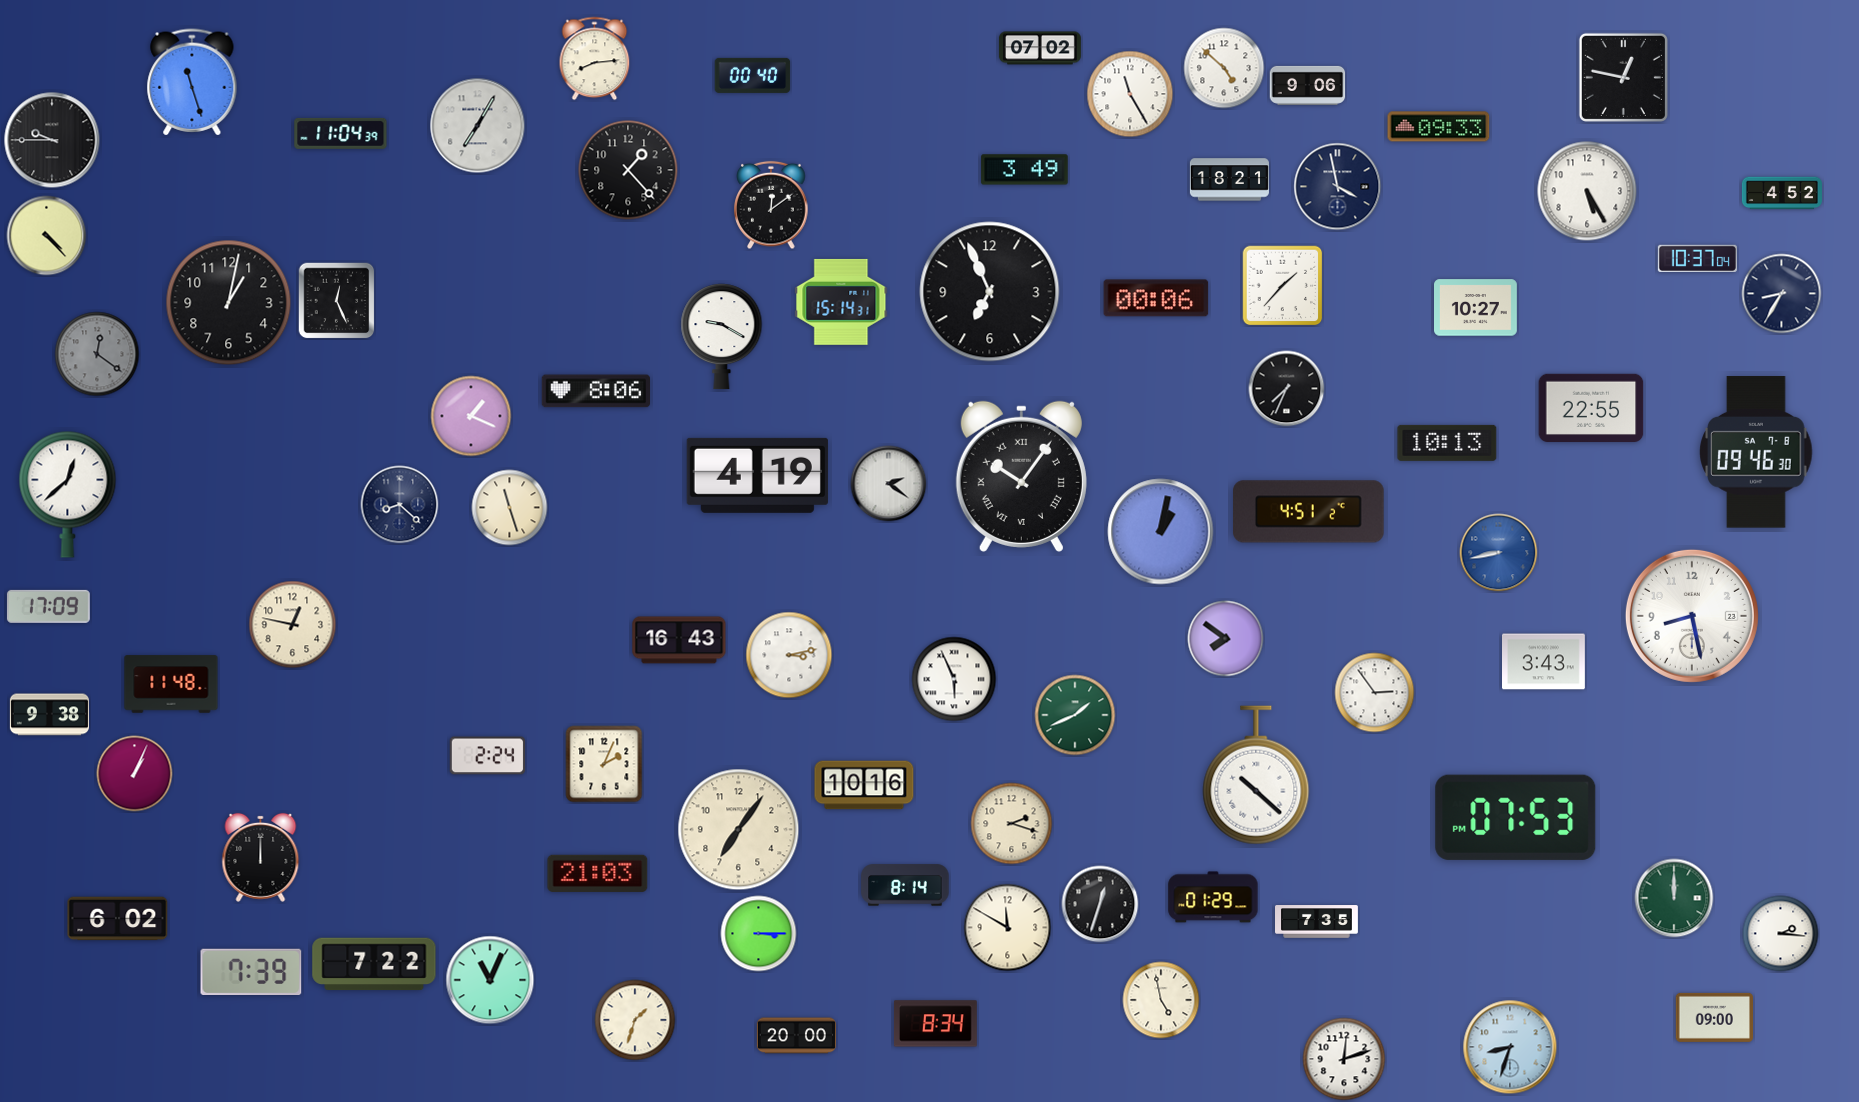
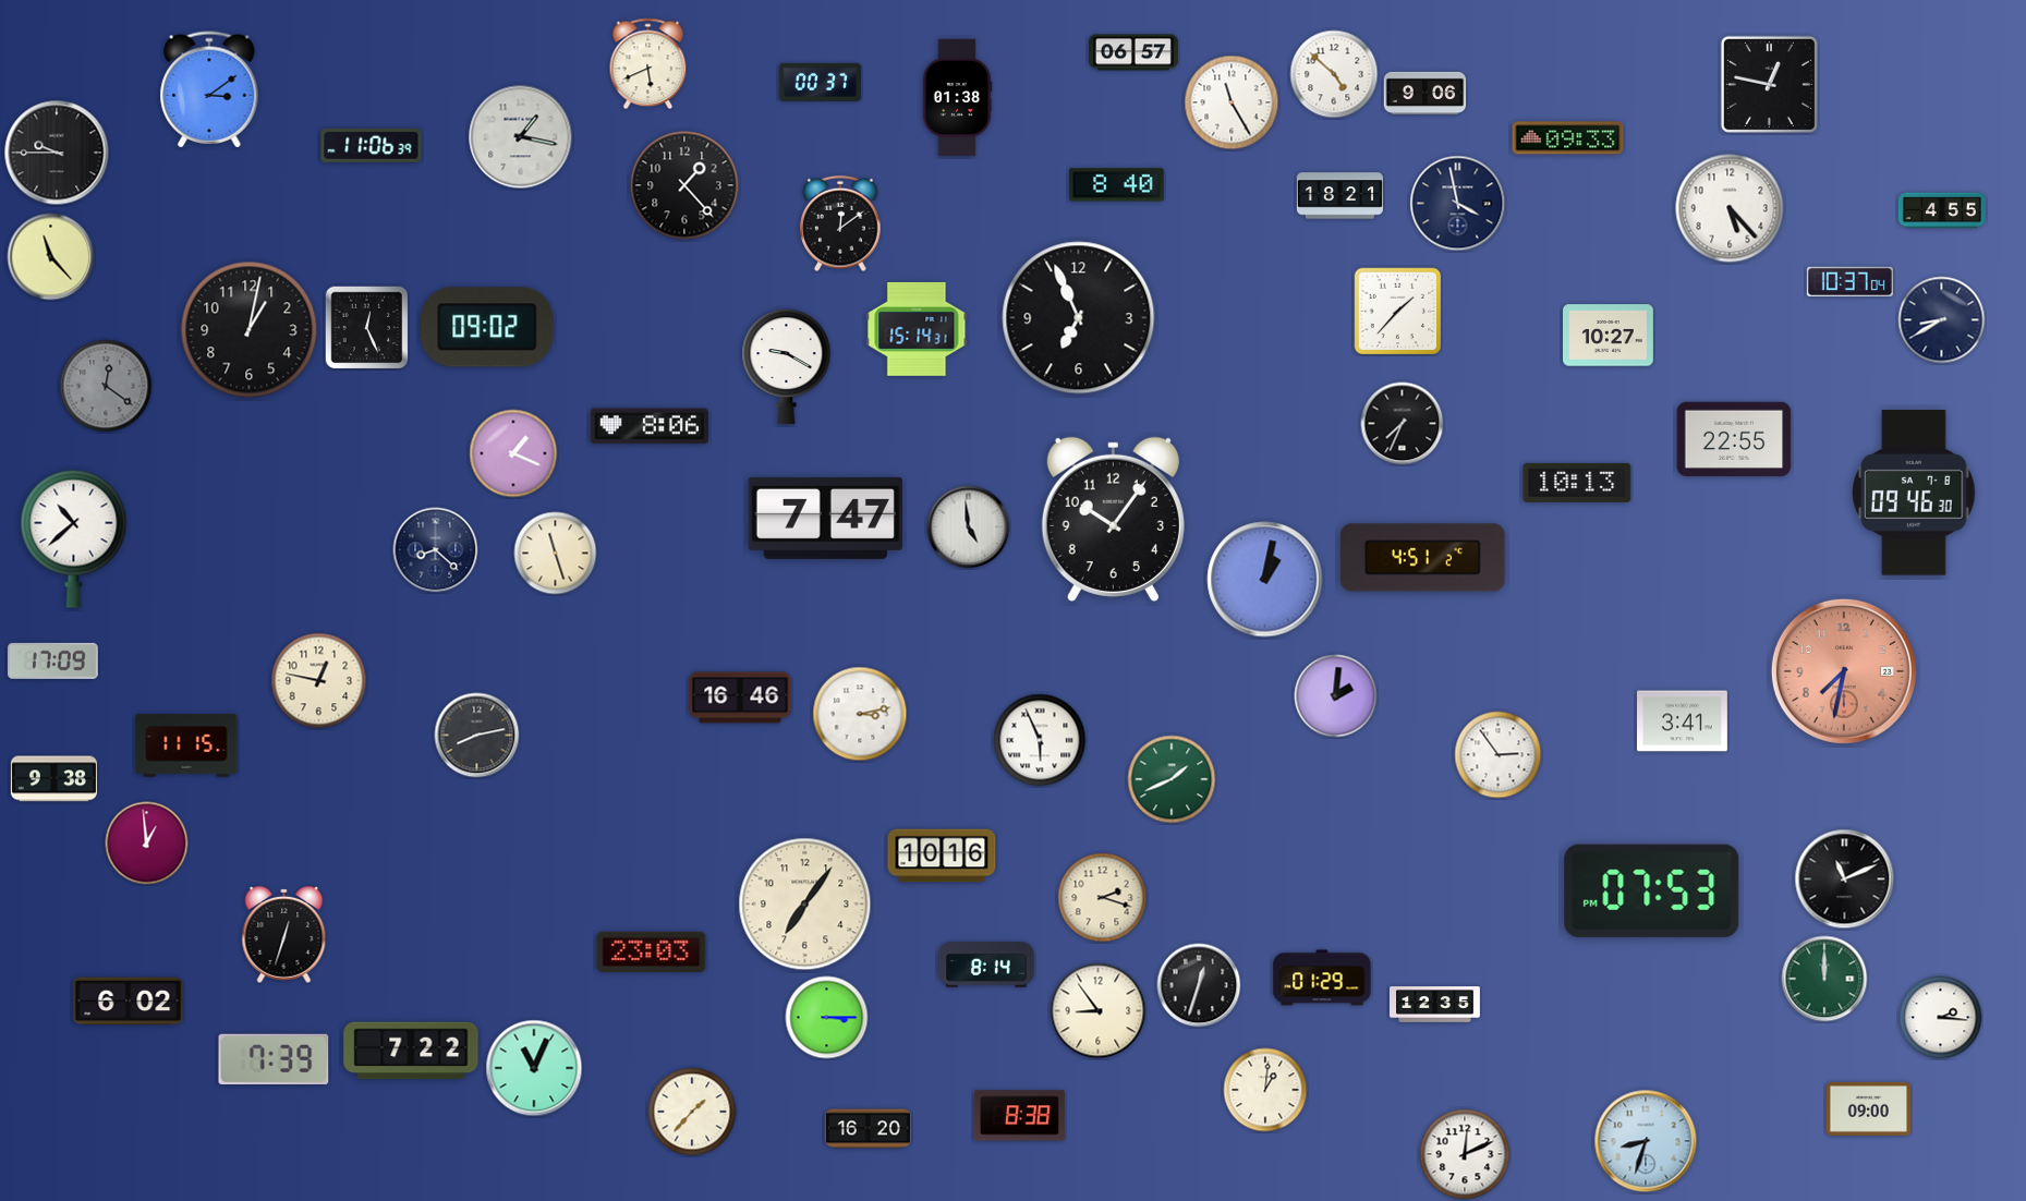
clock at (1040, 48): 07:02 -> 06:57
clock at (595, 59): 8:14 -> 5:41
clock at (753, 75): 00:40 -> 00:37
clock at (192, 82): 11:27 -> 3:09
clock at (957, 98): none -> 01:38
clock at (478, 126): 7:05 -> 1:17
clock at (341, 133): 11:04 -> 11:06
clock at (1025, 170): 3:49 -> 8:40
clock at (1587, 191): 5:25 -> 5:23
clock at (1782, 193): 4:52 -> 4:55
clock at (47, 236): 4:23 -> 11:23
clock at (1782, 294): 8:35 -> 8:40
clock at (1156, 298): 00:06 -> none
clock at (487, 327): none -> 09:02
clock at (1591, 408) position: (1591, 408) -> (1734, 439)
clock at (757, 475): 4:19 -> 7:47
clock at (1021, 476) numerals: Roman -> Arabic
clock at (889, 484): 2:21 -> 4:59
clock at (68, 494): 12:38 -> 10:38
clock at (1309, 512) position: (1309, 512) -> (1423, 558)
clock at (1499, 553): 8:43 -> none
clock at (1692, 616): 8:28 -> 7:32
clock at (1692, 616) dial: white -> salmon
clock at (1226, 639): 7:51 -> 2:01
clock at (679, 640): 16:43 -> 16:46
clock at (1544, 662): 3:43 -> 3:41
clock at (477, 736): none -> 8:13
clock at (171, 684): 11:48 -> 11:15
clock at (488, 756): 2:24 -> none
clock at (604, 764): 2:04 -> none
clock at (135, 774): 1:04 -> 12:59
clock at (1256, 775): 10:22 -> none
clock at (1845, 879): none -> 11:11
clock at (261, 857): 12:00 -> 12:33
clock at (598, 873): 21:03 -> 23:03
clock at (1317, 922): 7:35 -> 12:35
clock at (1008, 928): 11:50 -> 8:54
clock at (374, 964) position: (374, 964) -> (411, 1051)
clock at (1161, 1000): 4:58 -> 1:01
clock at (635, 1020): 1:33 -> 1:37
clock at (935, 1024): 8:34 -> 8:38
clock at (796, 1036): 20:00 -> 16:20
clock at (1344, 1059): 12:12 -> 12:11
